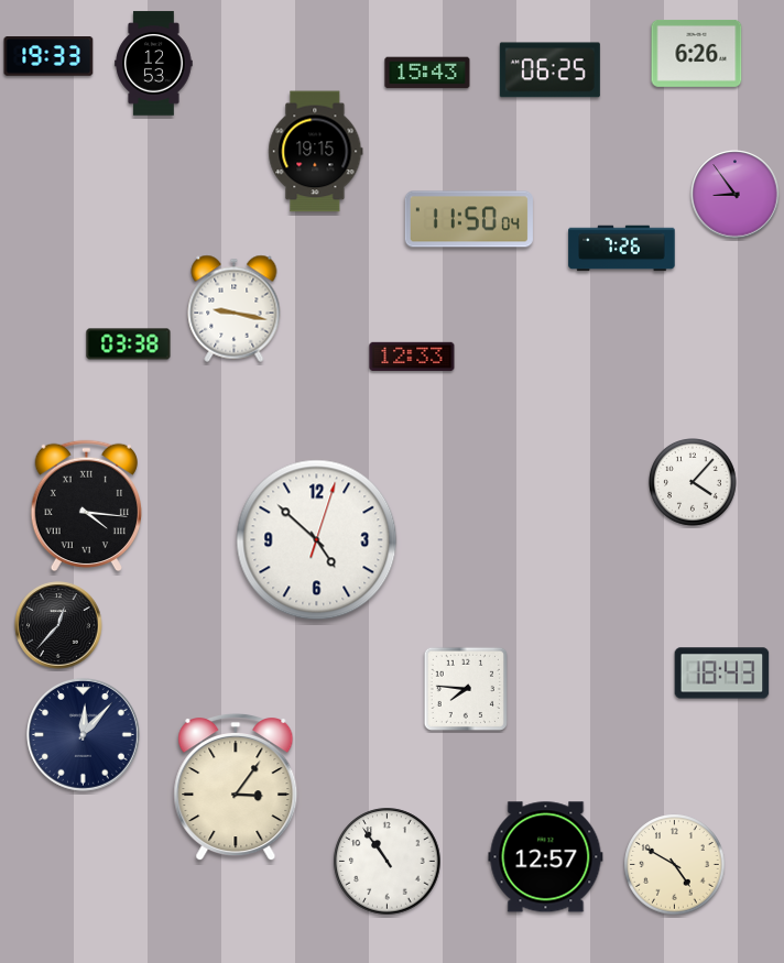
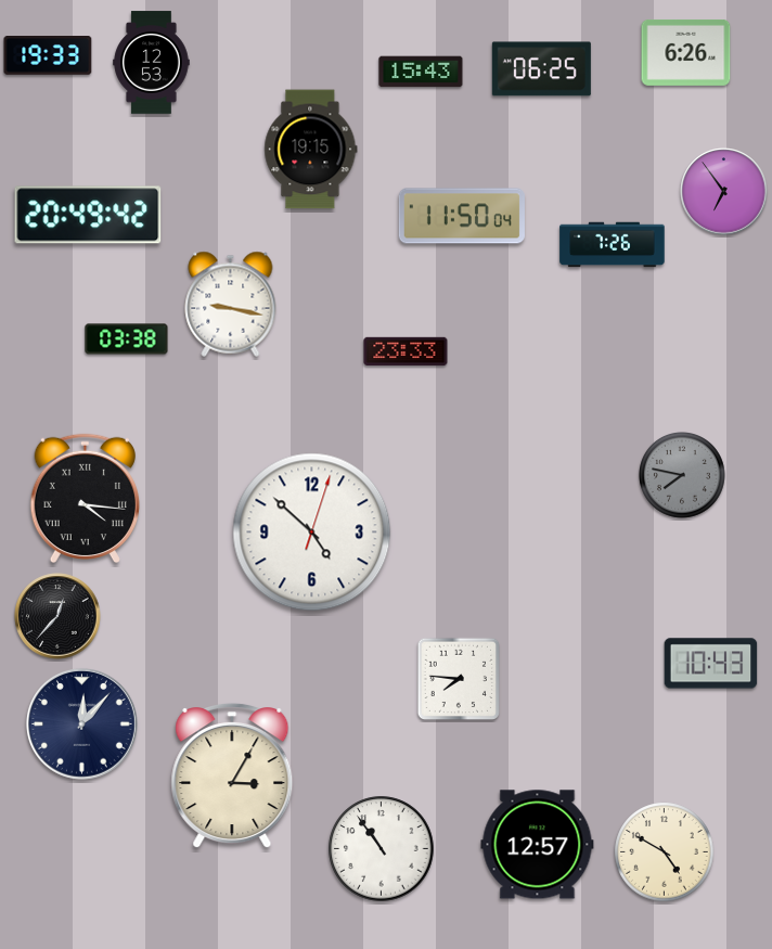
clock at (736, 195): 8:54 -> 6:54
clock at (88, 215): none -> 20:49
clock at (412, 355): 12:33 -> 23:33
clock at (694, 483): 4:07 -> 7:47
clock at (694, 483) dial: white -> grey
clock at (722, 674): 18:43 -> 10:43
clock at (236, 787): 3:06 -> 3:05
